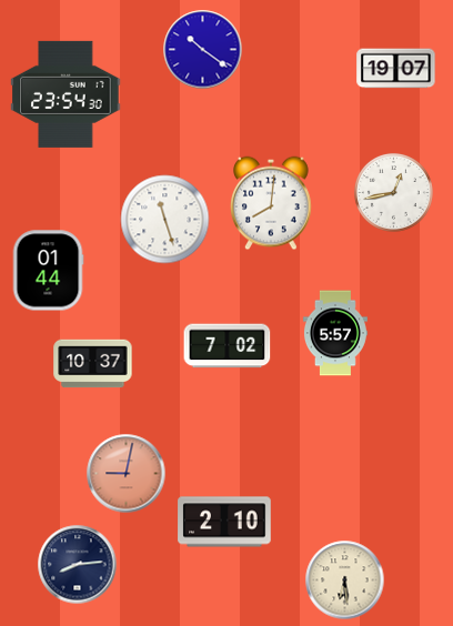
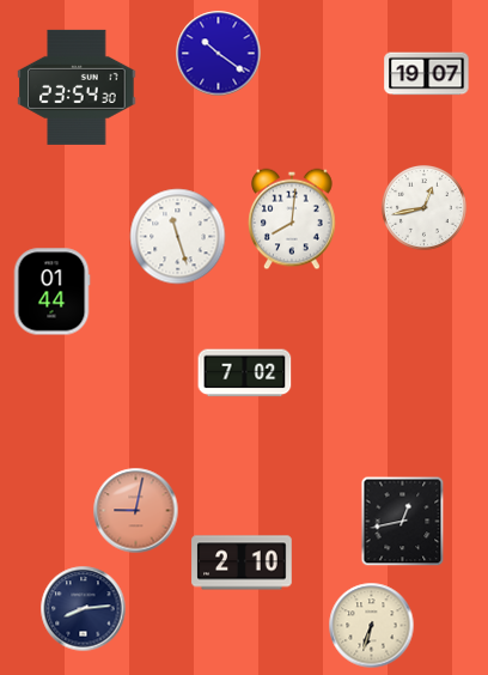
clock at (66, 94) position: (66, 94) -> (77, 87)
clock at (335, 333): 5:57 -> none
clock at (93, 364): 10:37 -> none
clock at (403, 522): none -> 12:43
clock at (345, 580): 6:29 -> 6:33
